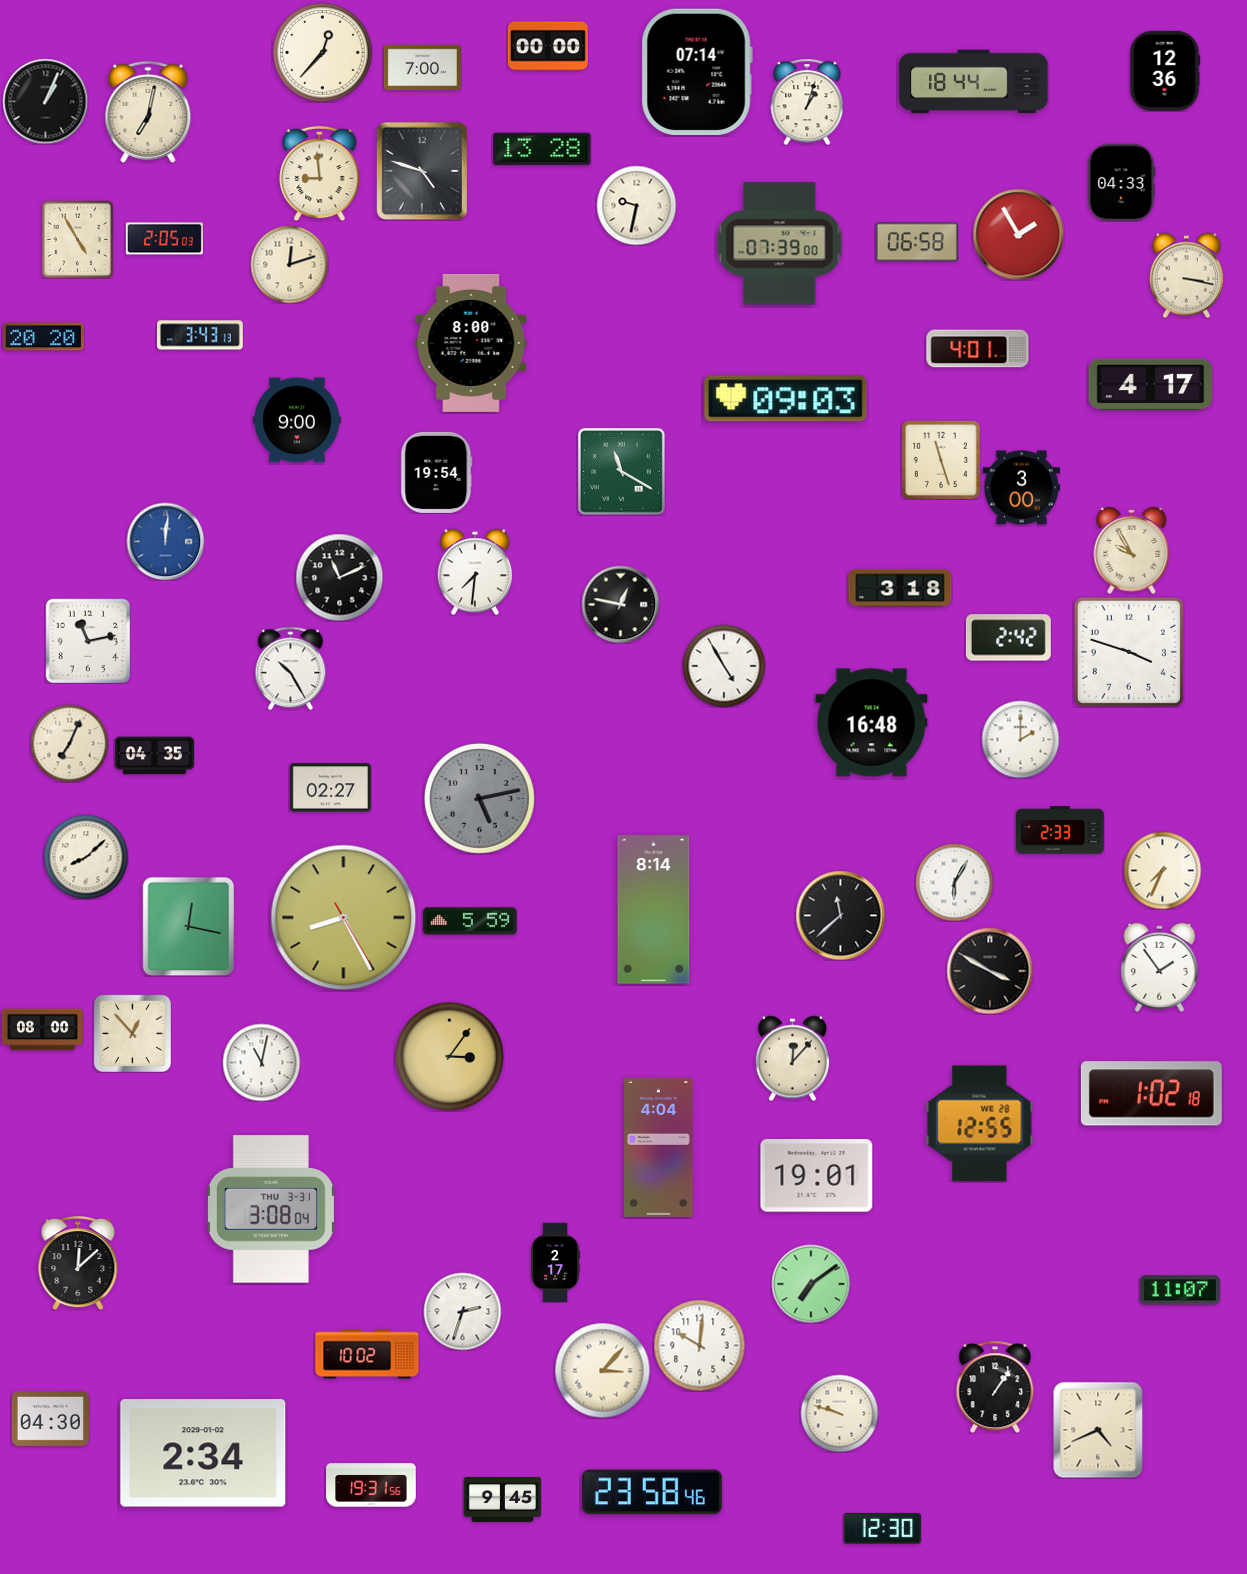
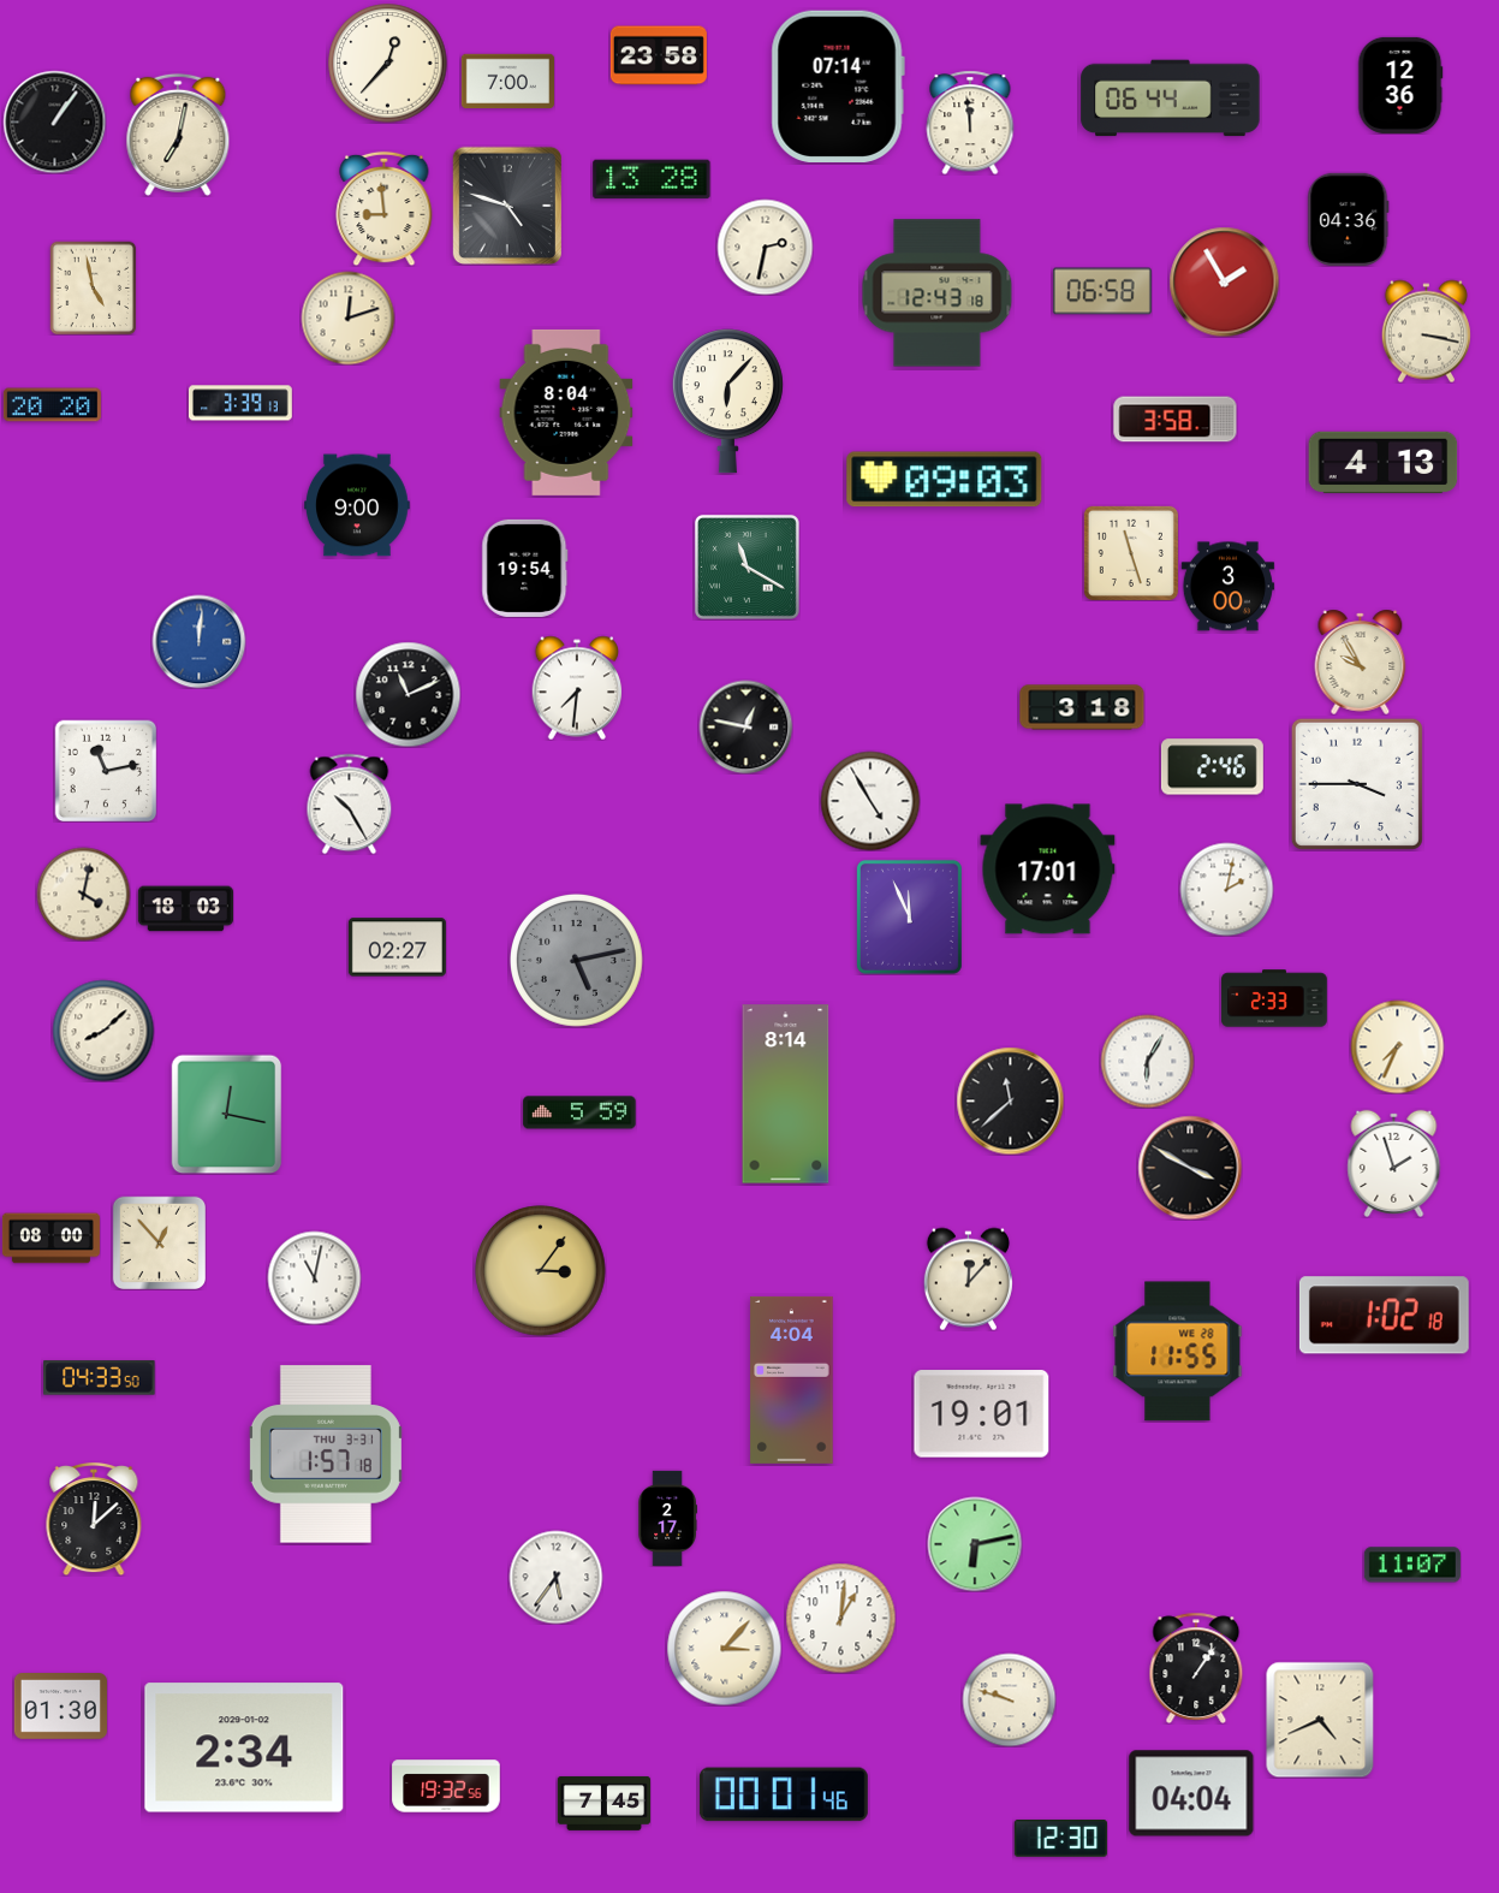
clock at (548, 46): 00:00 -> 23:58
clock at (974, 82): 18:44 -> 06:44
clock at (45, 101): 1:04 -> 1:06
clock at (807, 102): 1:03 -> 11:59
clock at (1122, 182): 04:33 -> 04:36
clock at (636, 205): 9:32 -> 2:32
clock at (78, 239): 4:55 -> 4:58
clock at (164, 239): 2:05 -> none
clock at (780, 244): 07:39 -> 12:43
clock at (727, 402): none -> 6:07
clock at (200, 335): 3:43 -> 3:39
clock at (471, 343): 8:00 -> 8:04
clock at (978, 349): 4:01 -> 3:58
clock at (1151, 385): 4:17 -> 4:13
clock at (165, 541) position: (165, 541) -> (198, 641)
clock at (475, 572) position: (475, 572) -> (577, 688)
clock at (1008, 638): 2:42 -> 2:46
clock at (1129, 652): 3:48 -> 3:45
clock at (872, 723): 16:48 -> 17:01
clock at (1020, 739): 2:00 -> 2:02
clock at (69, 743): 7:04 -> 4:02
clock at (154, 756): 04:35 -> 18:03
clock at (909, 916): none -> 11:56
clock at (344, 918): 8:25 -> none
clock at (470, 921) position: (470, 921) -> (579, 1112)
clock at (1160, 967): 1:54 -> 1:57
clock at (792, 1058) position: (792, 1058) -> (968, 1278)
clock at (980, 1124): 12:55 -> 11:55
clock at (100, 1378): none -> 04:33
clock at (271, 1209): 3:08 -> 1:57
clock at (811, 1284): 7:09 -> 6:13
clock at (1180, 1290) position: (1180, 1290) -> (1412, 1565)
clock at (462, 1311): 2:33 -> 5:36
clock at (699, 1345): 10:01 -> 1:01
clock at (367, 1354): 10:02 -> none
clock at (50, 1419): 04:30 -> 01:30
clock at (371, 1485): 19:31 -> 19:32
clock at (1191, 1793): none -> 04:04
clock at (652, 1492): 23:58 -> 00:01
clock at (502, 1499): 9:45 -> 7:45
